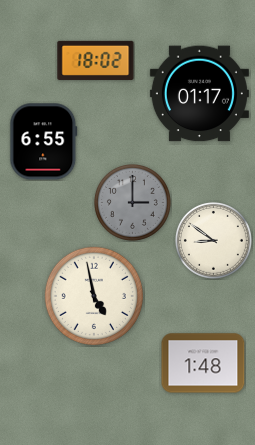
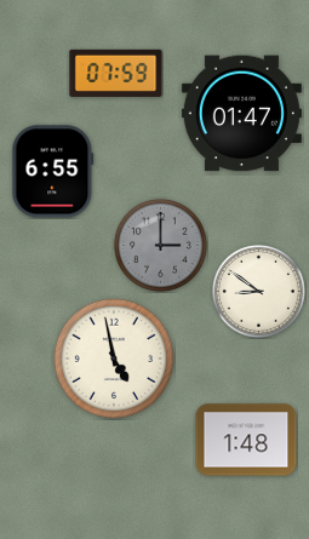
clock at (96, 60): 18:02 -> 07:59
clock at (199, 94): 01:17 -> 01:47
